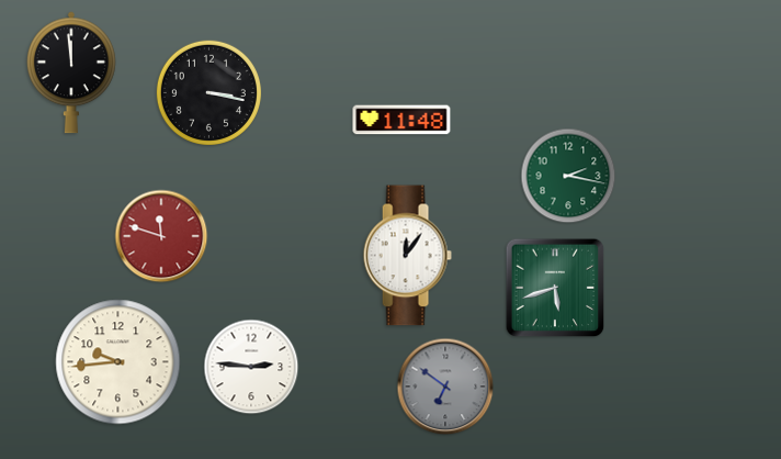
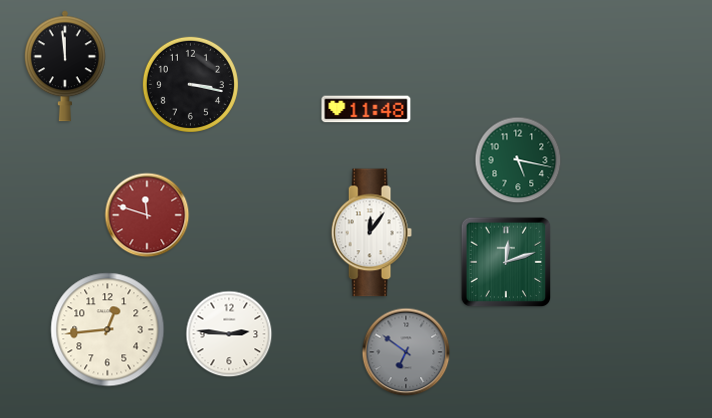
clock at (568, 176): 2:17 -> 5:17
clock at (555, 288): 5:42 -> 12:12
clock at (118, 362): 9:44 -> 12:44
